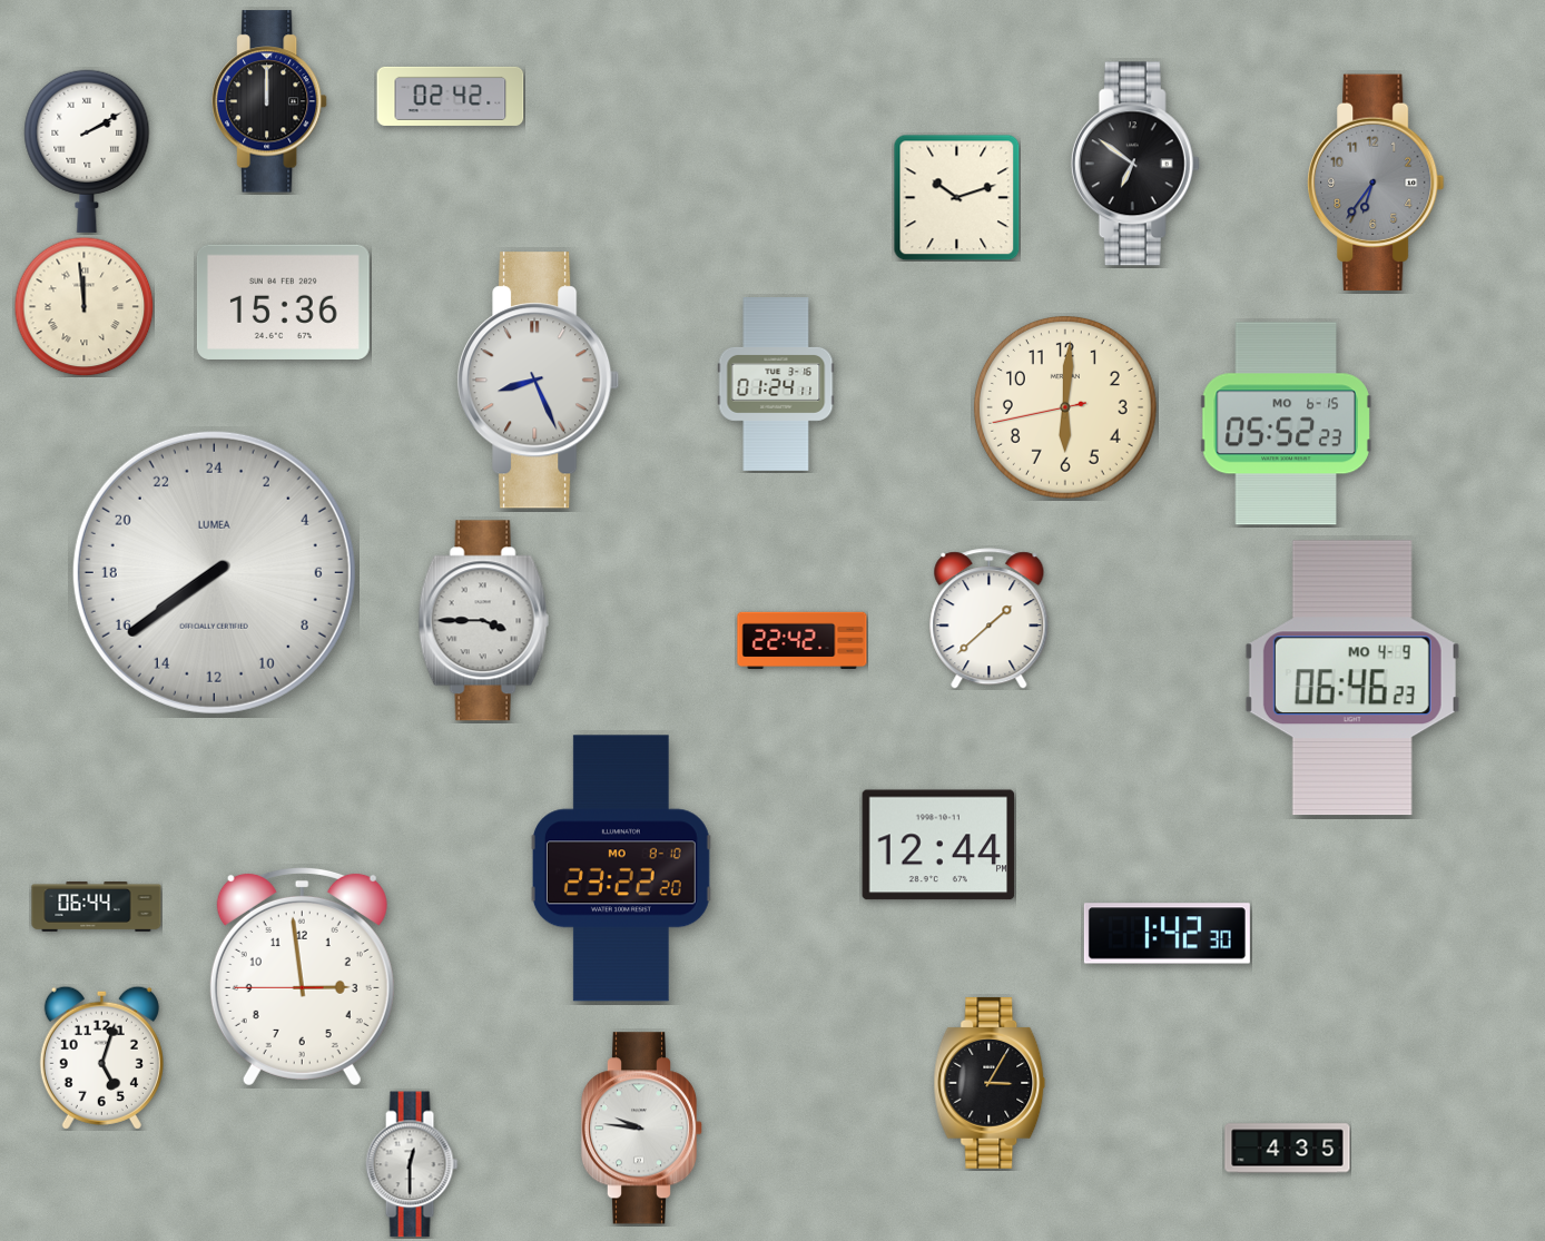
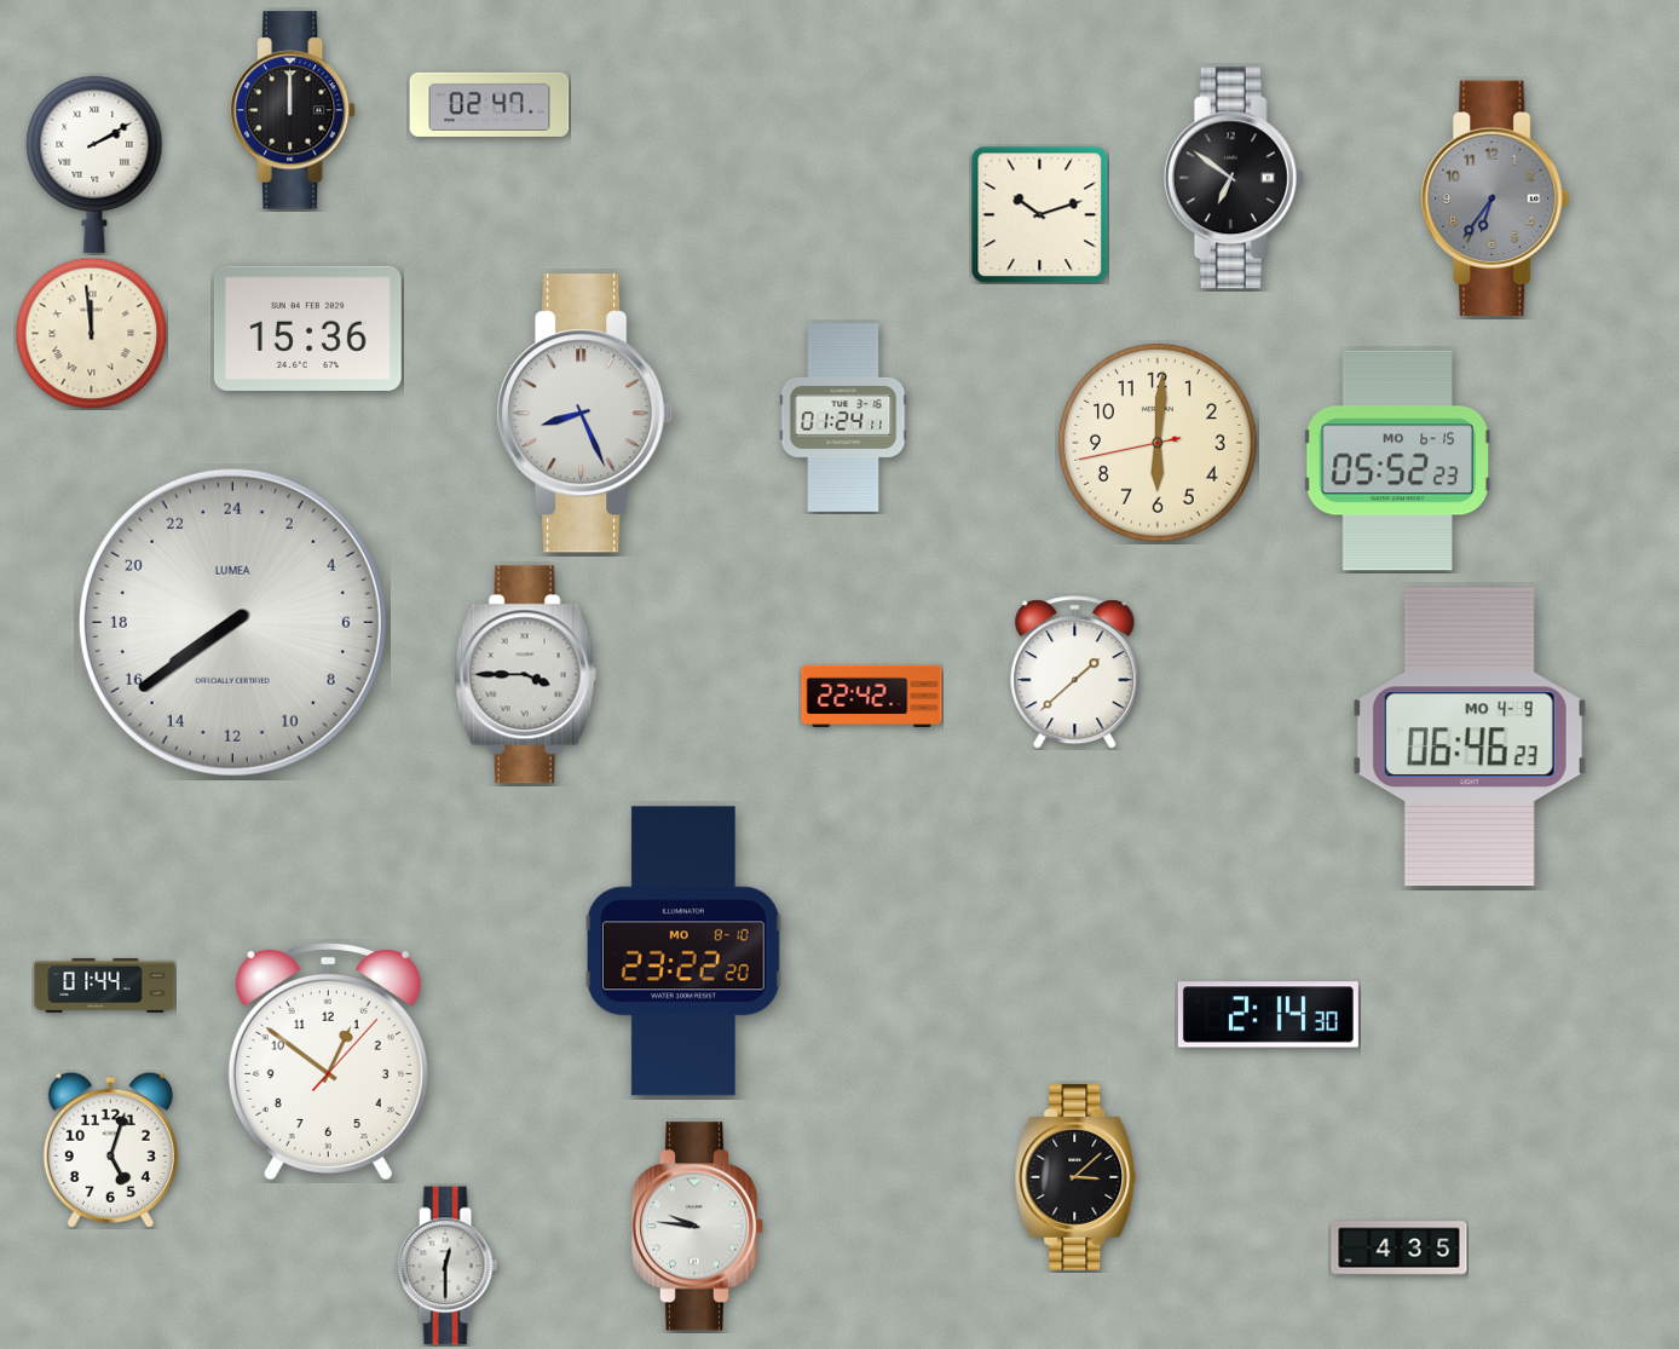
clock at (451, 96): 02:42 -> 02:47
clock at (938, 845): 12:44 -> none
clock at (621, 868) position: (621, 868) -> (683, 951)
clock at (97, 907): 06:44 -> 01:44
clock at (1167, 934): 1:42 -> 2:14
clock at (302, 976): 2:58 -> 12:51
clock at (990, 1083): 3:05 -> 3:08
